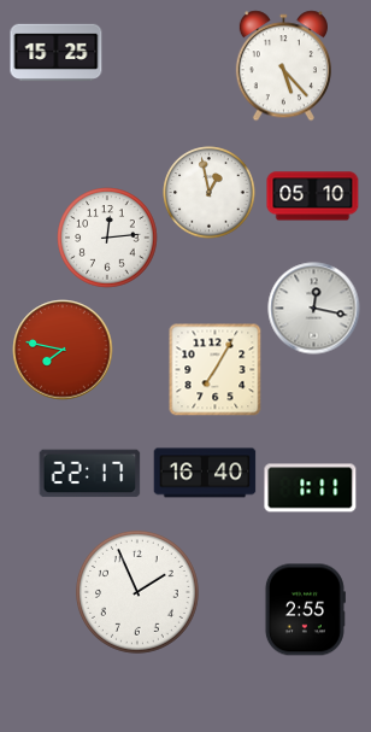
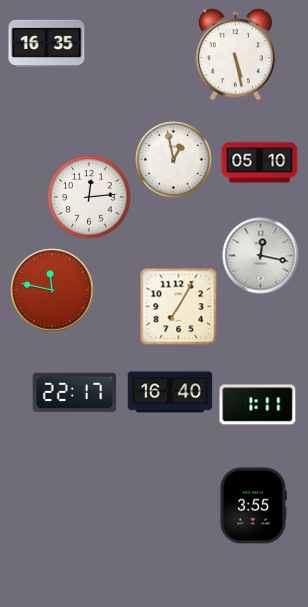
clock at (57, 53): 15:25 -> 16:35
clock at (283, 66): 5:23 -> 5:28
clock at (63, 350): 7:47 -> 11:47
clock at (137, 592): 1:56 -> none
clock at (305, 610): 2:55 -> 3:55
